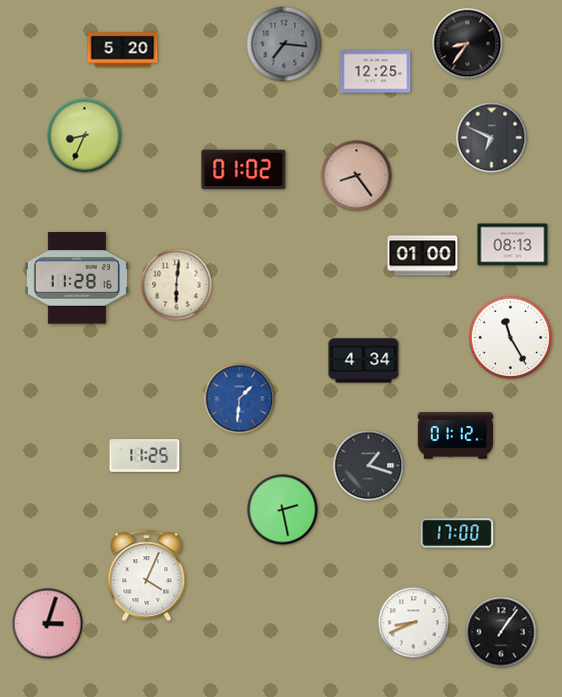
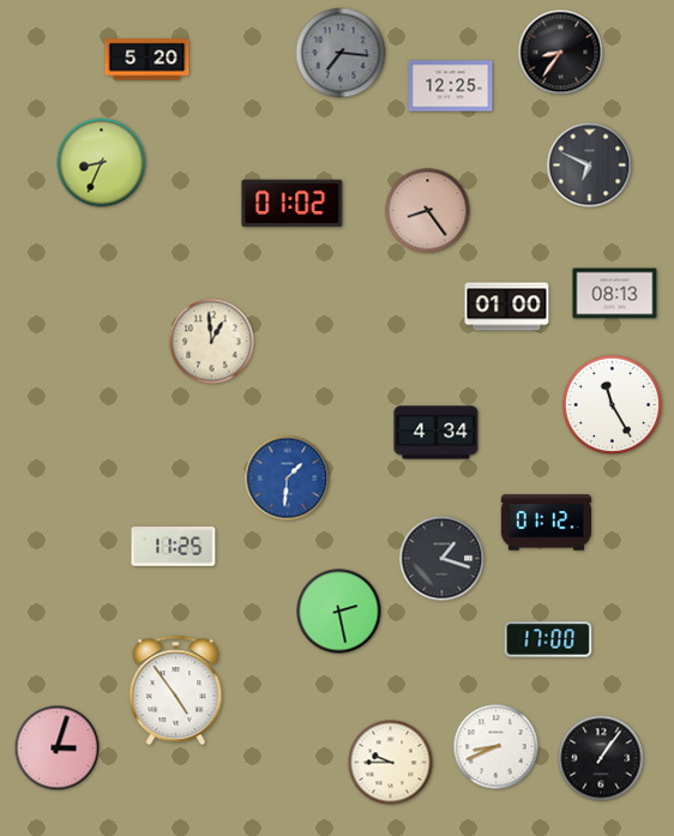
clock at (77, 278): 11:28 -> none
clock at (177, 285): 6:01 -> 12:59
clock at (147, 576): 4:04 -> 4:54
clock at (391, 763): none -> 9:45
